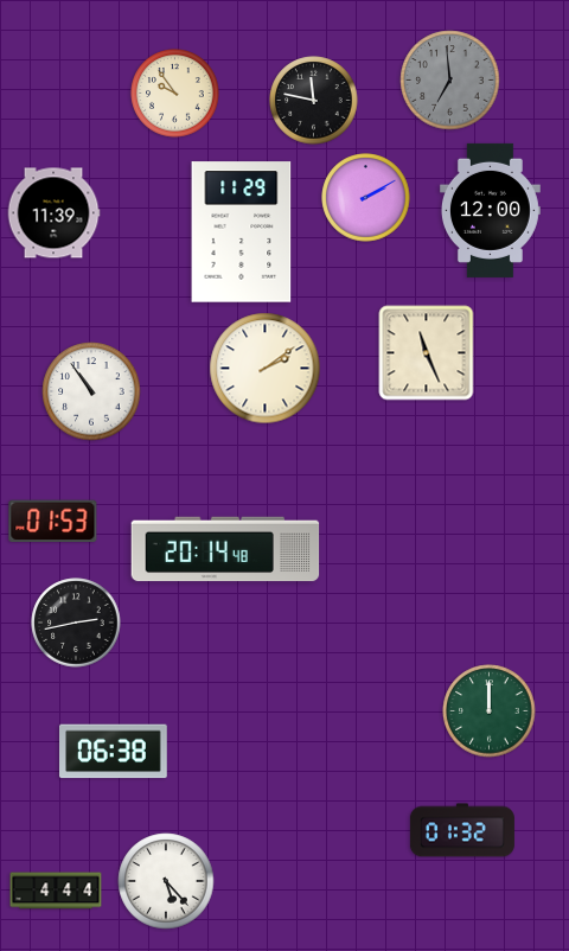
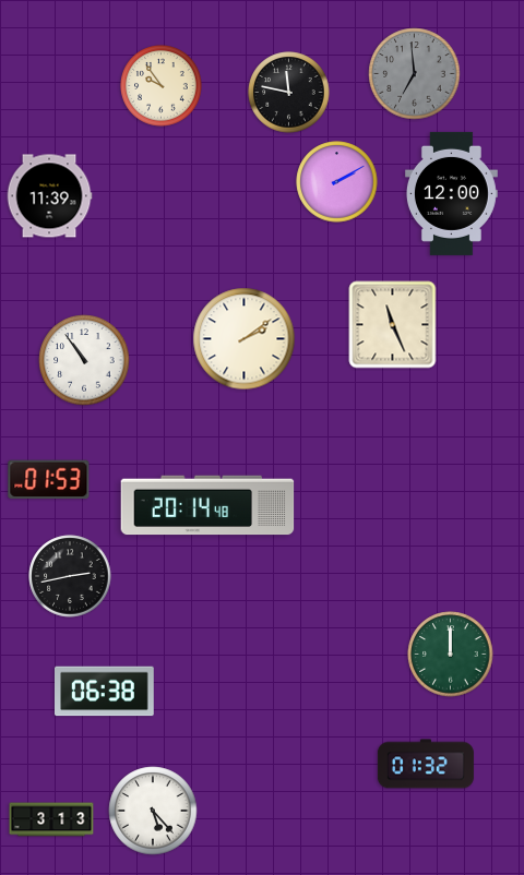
clock at (242, 232): 11:29 -> none
clock at (76, 623) position: (76, 623) -> (70, 576)
clock at (56, 891): 4:44 -> 3:13
